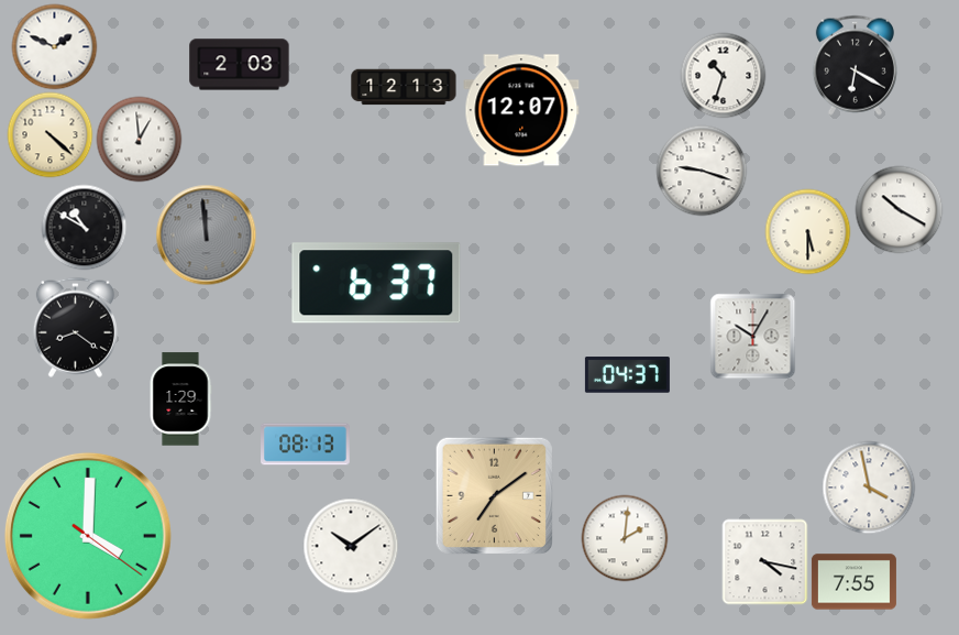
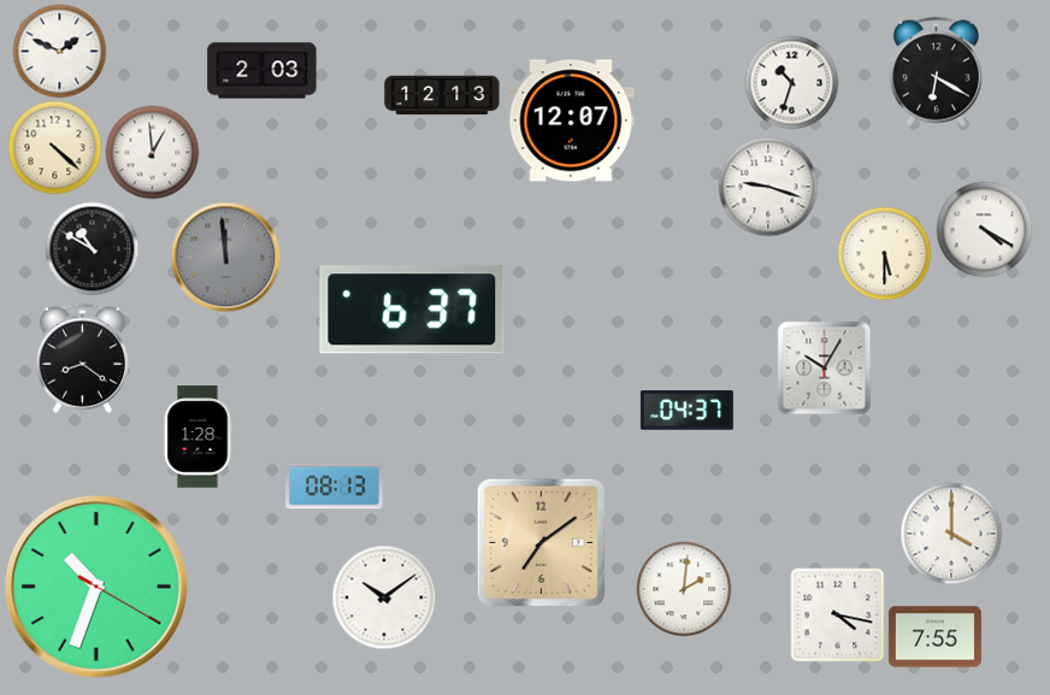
clock at (899, 209): 10:20 -> 4:20
clock at (180, 399): 1:29 -> 1:28
clock at (869, 488): 3:58 -> 4:00
clock at (88, 536): 4:00 -> 10:33
